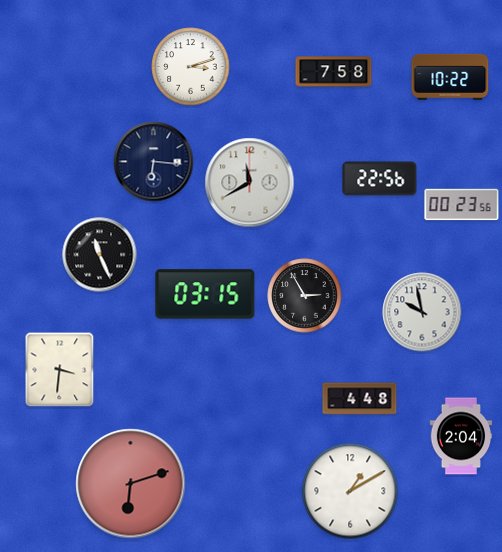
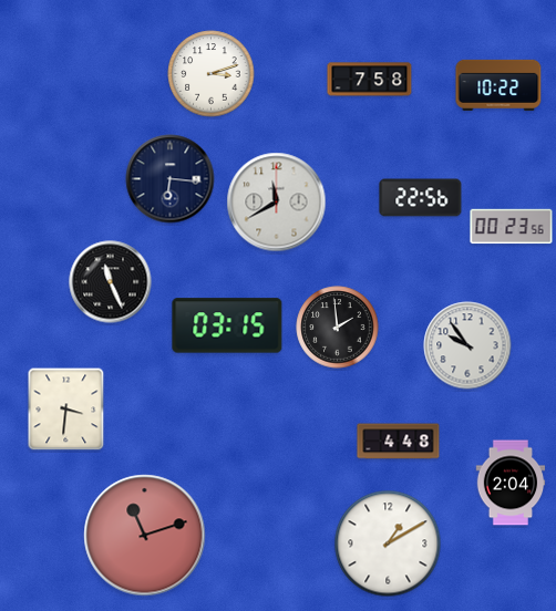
clock at (305, 296): 2:55 -> 1:59
clock at (422, 312): 9:58 -> 9:54
clock at (131, 484): 6:12 -> 11:12
